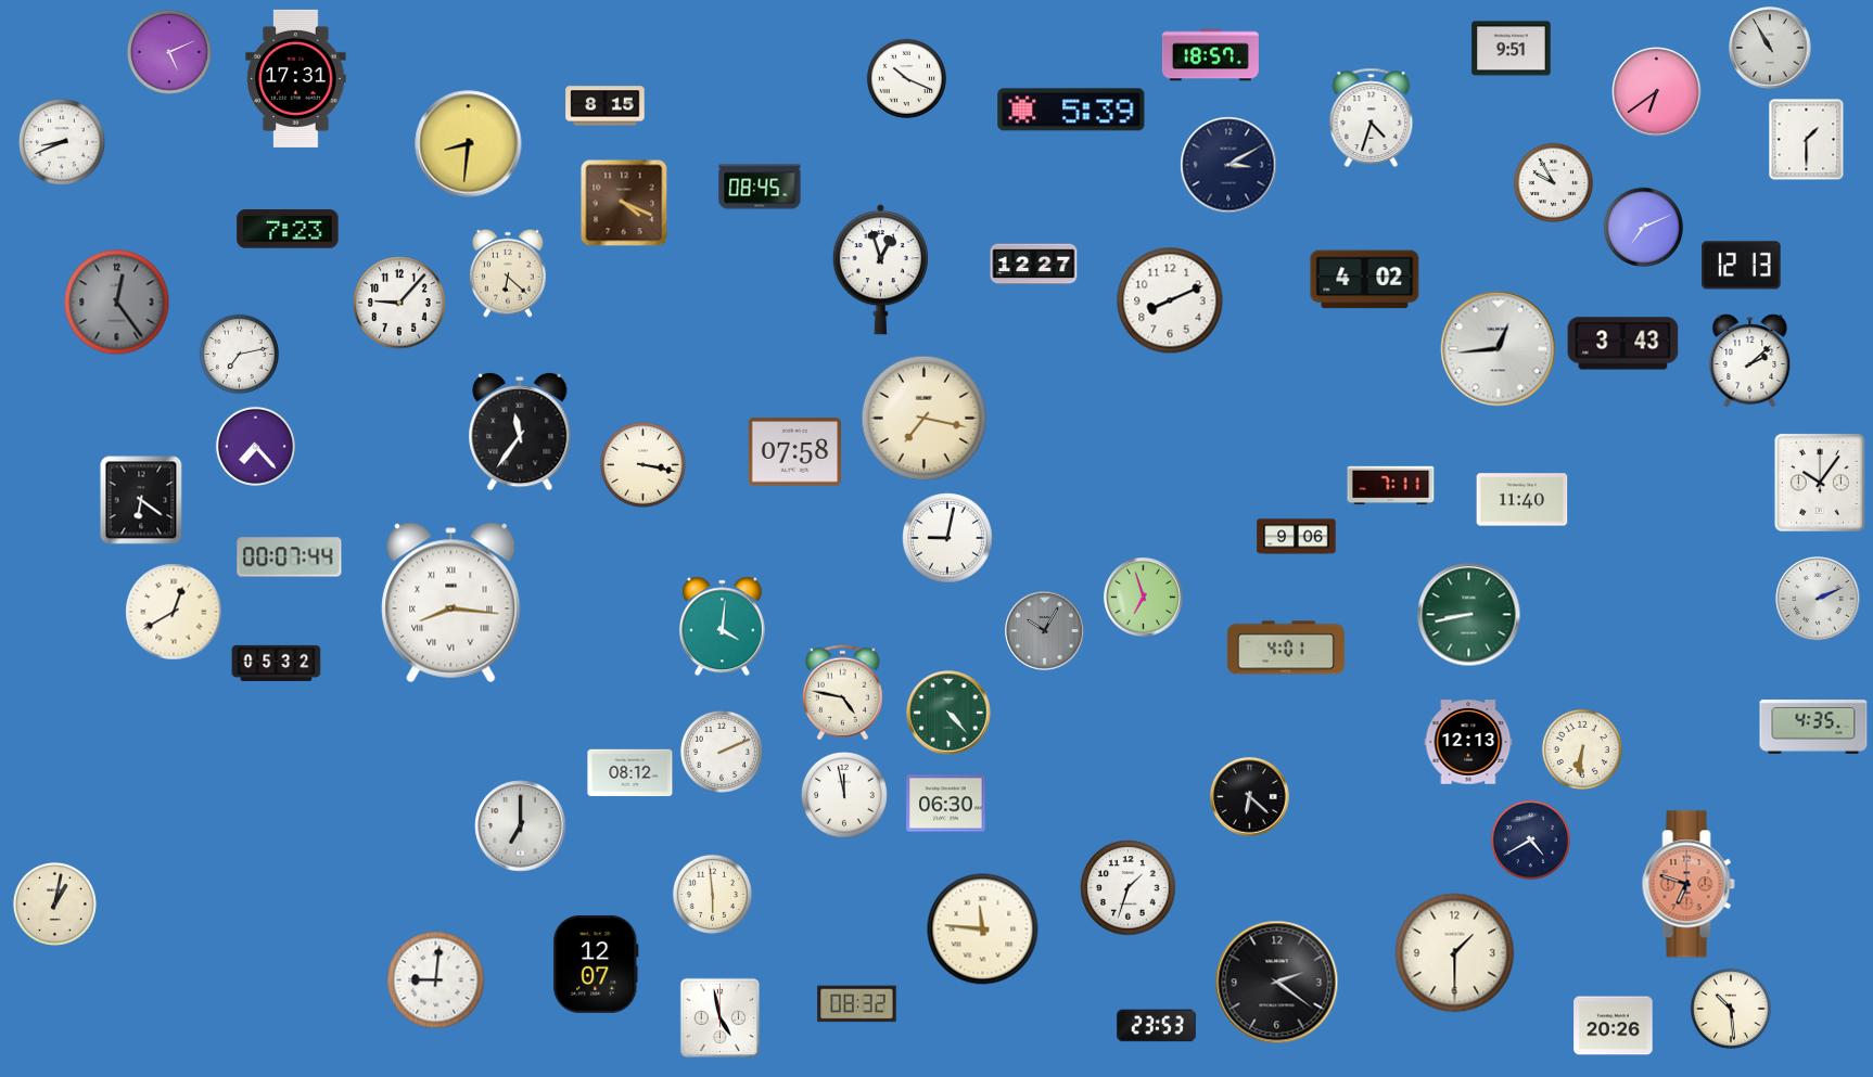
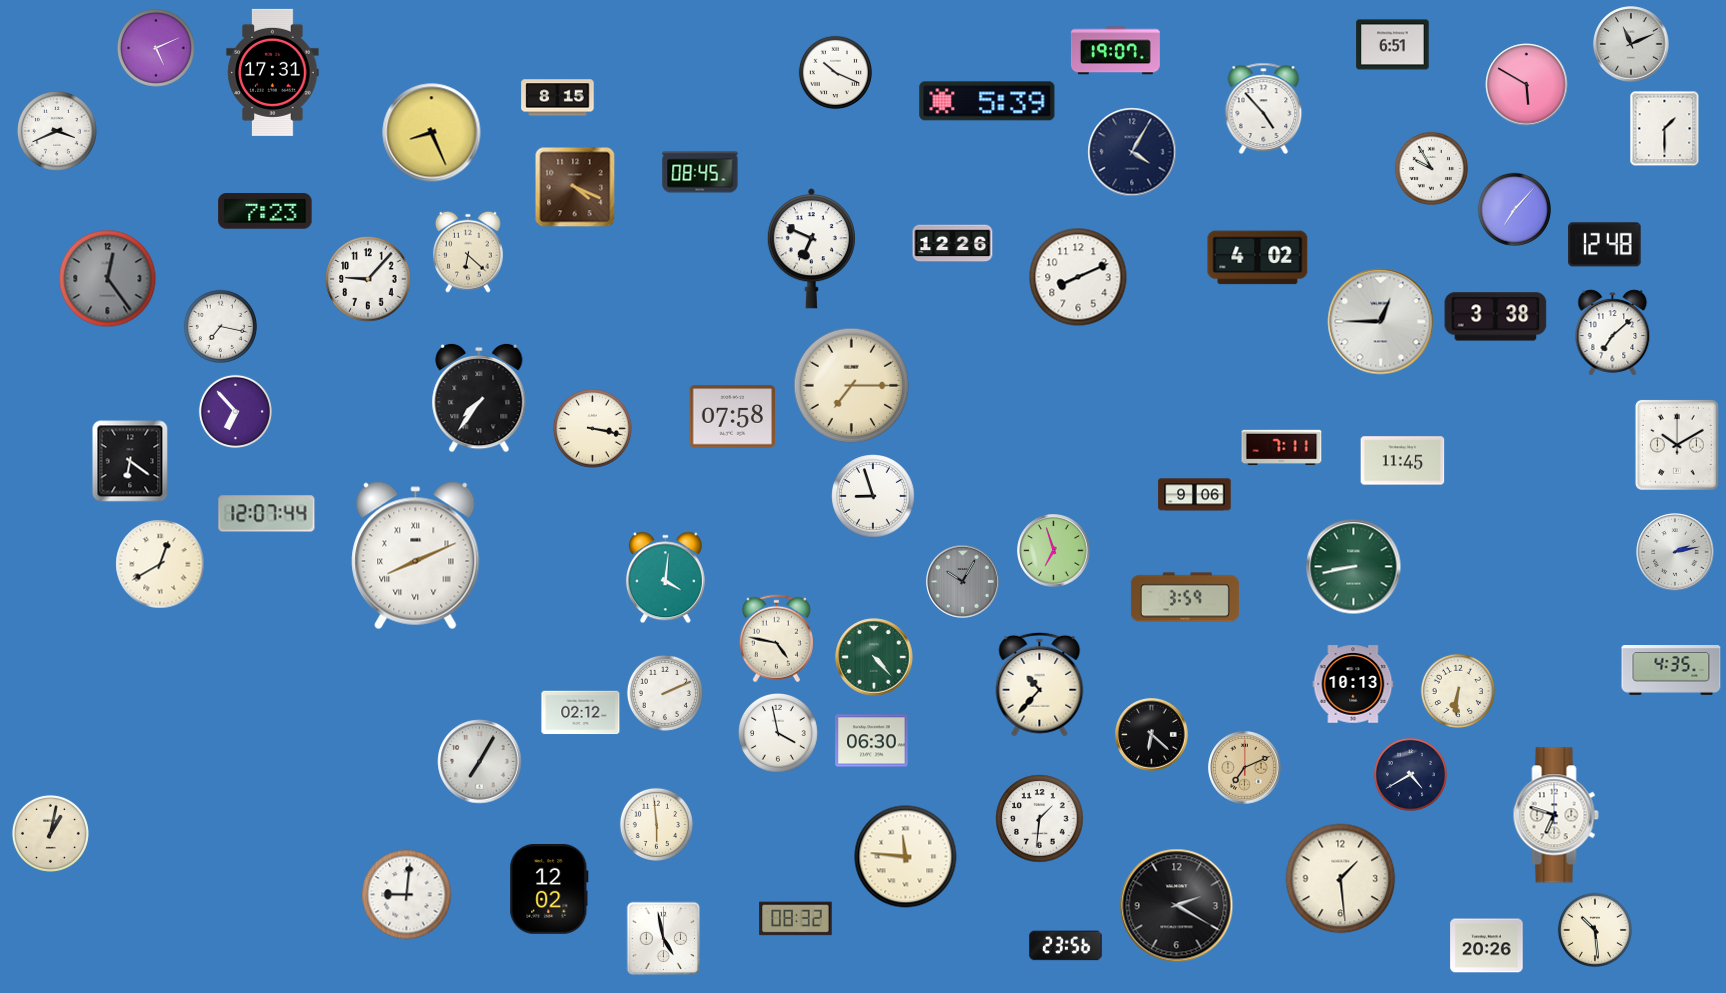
clock at (1770, 48): 10:55 -> 11:11
clock at (1512, 49): 9:51 -> 6:51
clock at (1210, 55): 18:57 -> 19:07
clock at (1657, 92): 6:39 -> 5:50
clock at (1372, 117): 4:33 -> 4:53
clock at (63, 143): 8:41 -> 3:41
clock at (469, 144): 8:31 -> 8:26
clock at (1228, 165): 3:10 -> 4:05
clock at (1643, 227): 7:11 -> 7:07
clock at (1034, 265): 12:27 -> 12:26
clock at (1742, 266): 12:13 -> 12:48
clock at (880, 270): 12:57 -> 6:49
clock at (1623, 344): 3:43 -> 3:38
clock at (1499, 349): 12:44 -> 12:45
clock at (239, 354): 7:13 -> 7:17
clock at (1750, 361): 2:08 -> 7:08
clock at (925, 419): 7:17 -> 7:15
clock at (520, 432): 11:36 -> 7:36
clock at (255, 446): 7:23 -> 6:53
clock at (1820, 483): 10:06 -> 10:10
clock at (1522, 500): 11:40 -> 11:45
clock at (947, 538): 9:02 -> 8:57
clock at (290, 557): 00:07 -> 12:07
clock at (1818, 599): 2:11 -> 2:13
clock at (451, 603): 8:16 -> 8:11
clock at (1286, 648): 4:01 -> 3:59
clock at (277, 663): 05:32 -> none
clock at (1040, 684): none -> 10:37
clock at (1468, 742): 12:13 -> 10:13
clock at (630, 773): 08:12 -> 02:12
clock at (845, 796): 11:58 -> 3:58
clock at (521, 826): 7:00 -> 7:05
clock at (1245, 768): none -> 7:11
clock at (1689, 884) dial: salmon -> white
clock at (1129, 888): 1:33 -> 1:31
clock at (1455, 953): 1:30 -> 1:29
clock at (596, 964): 12:07 -> 12:02
clock at (436, 980) position: (436, 980) -> (407, 895)
clock at (1277, 983): 2:21 -> 2:20
clock at (857, 1004) position: (857, 1004) -> (796, 919)
clock at (1157, 1026): 23:53 -> 23:56
